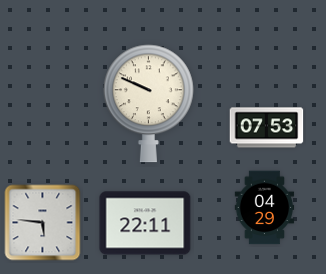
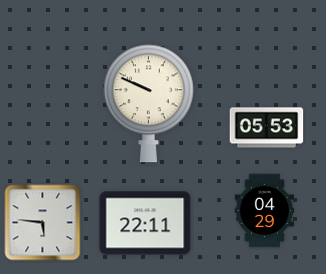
clock at (267, 128): 07:53 -> 05:53
clock at (265, 208) position: (265, 208) -> (265, 211)
